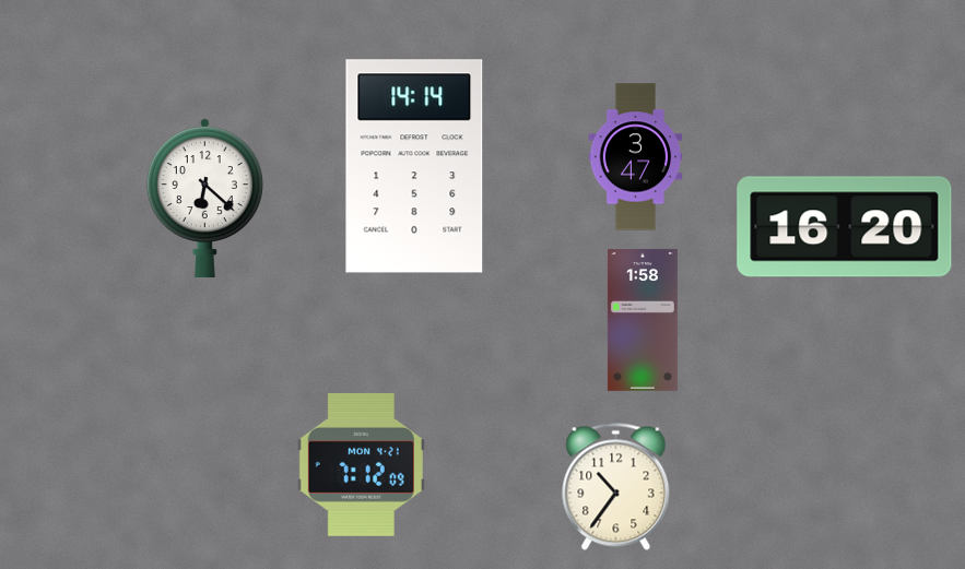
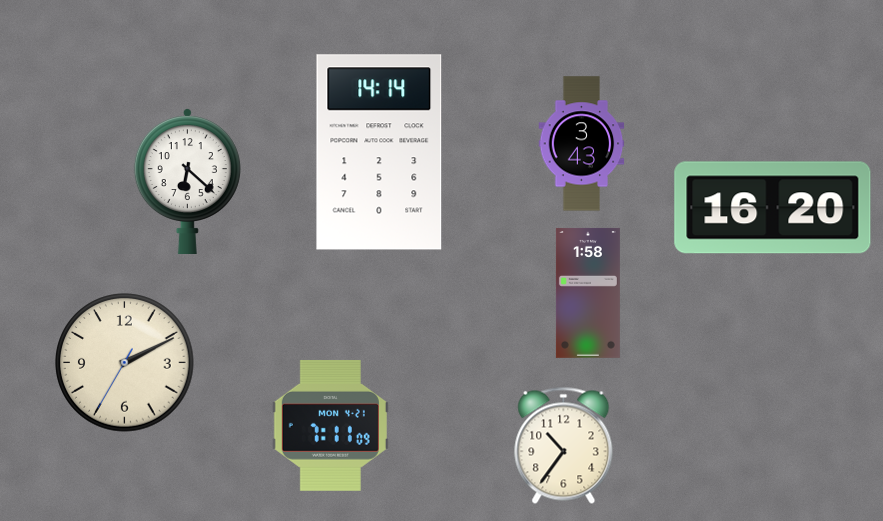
clock at (636, 157): 3:47 -> 3:43
clock at (125, 363): none -> 2:10
clock at (361, 464): 7:12 -> 7:11
